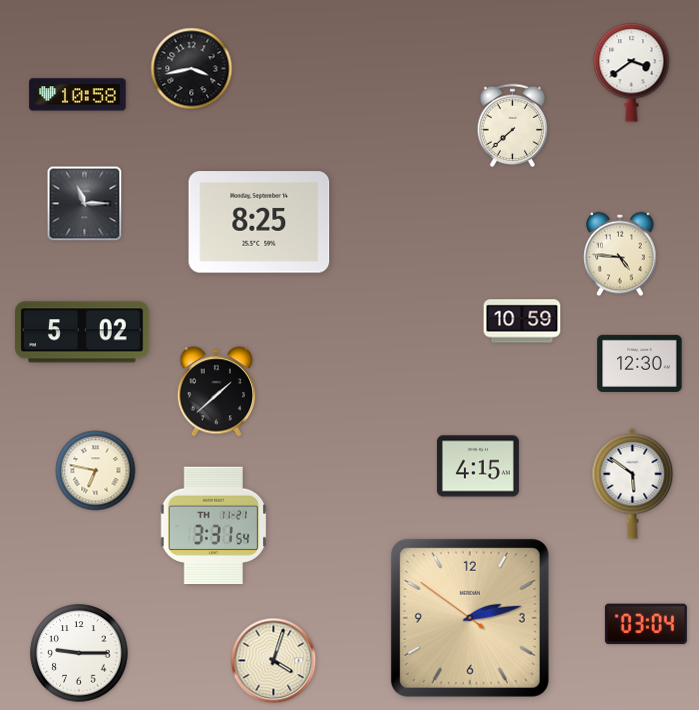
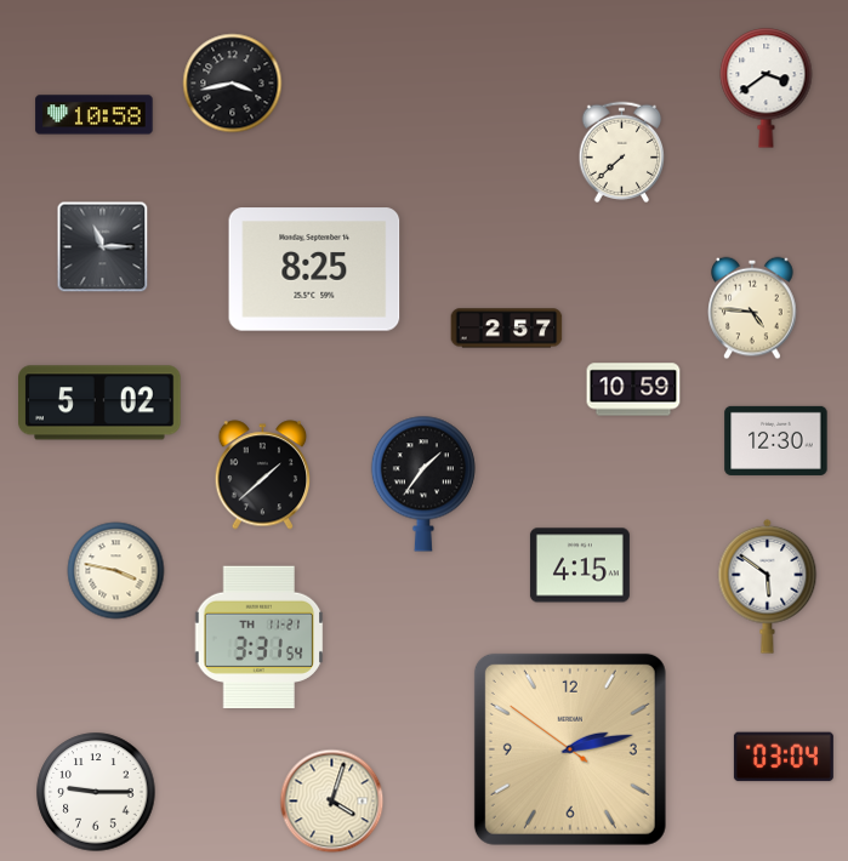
clock at (507, 329): none -> 2:57
clock at (423, 484): none -> 1:36
clock at (96, 471): 6:47 -> 3:47
